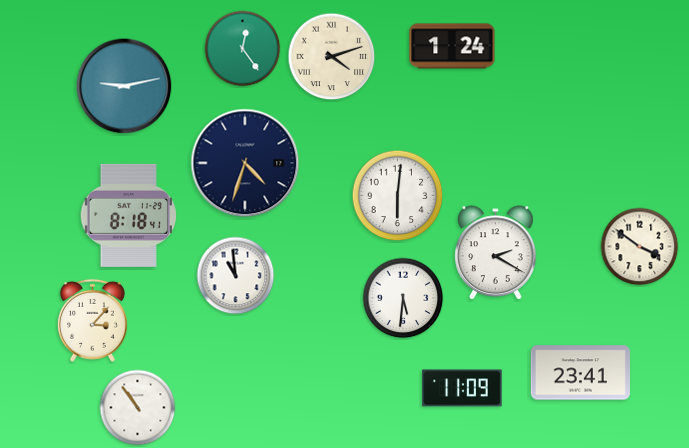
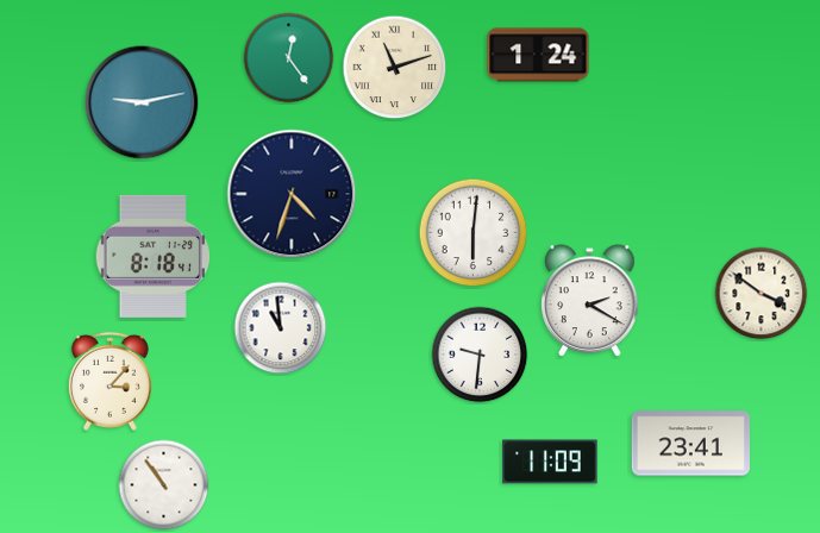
clock at (332, 57): 4:12 -> 11:12
clock at (124, 86) position: (124, 86) -> (142, 102)
clock at (403, 298): 5:31 -> 9:31
